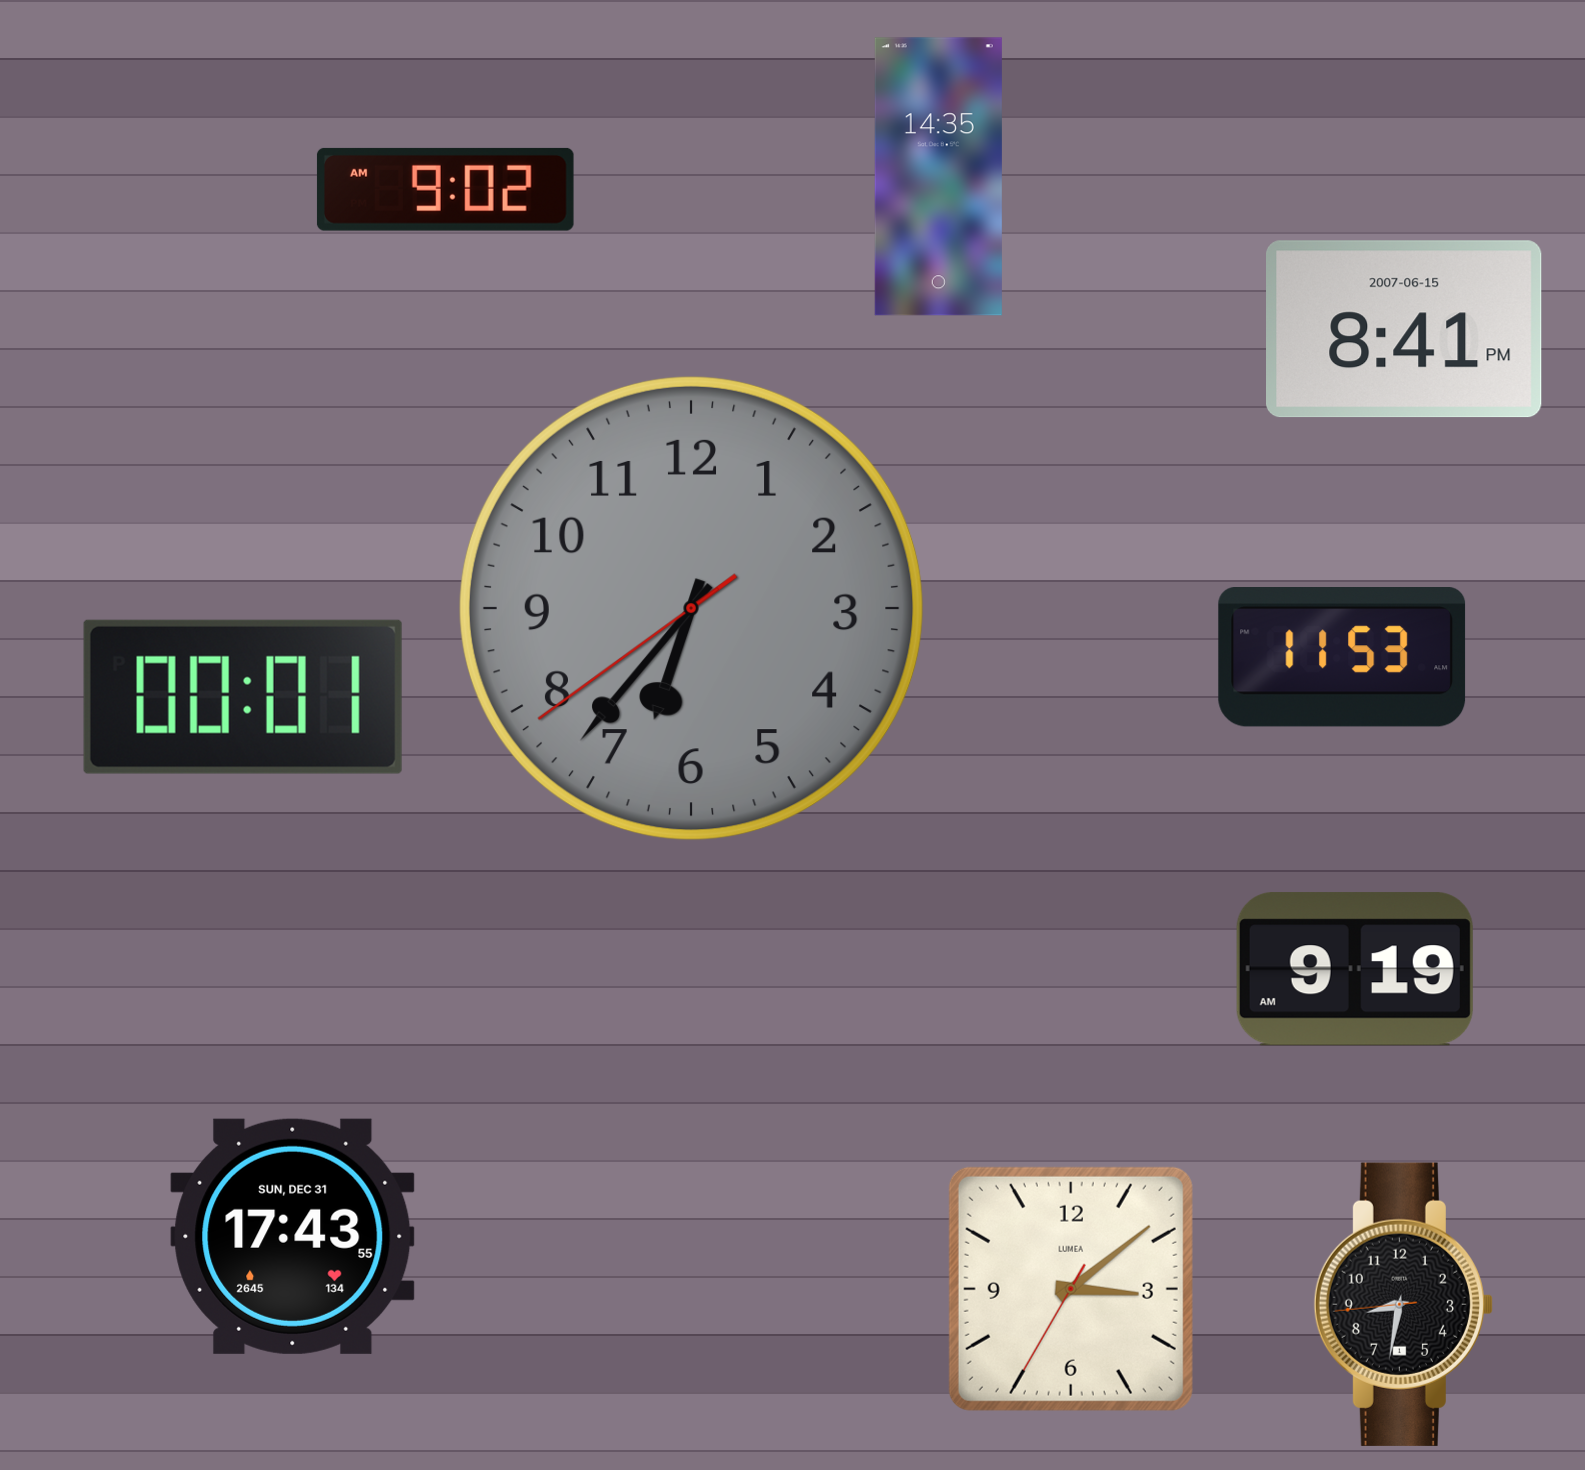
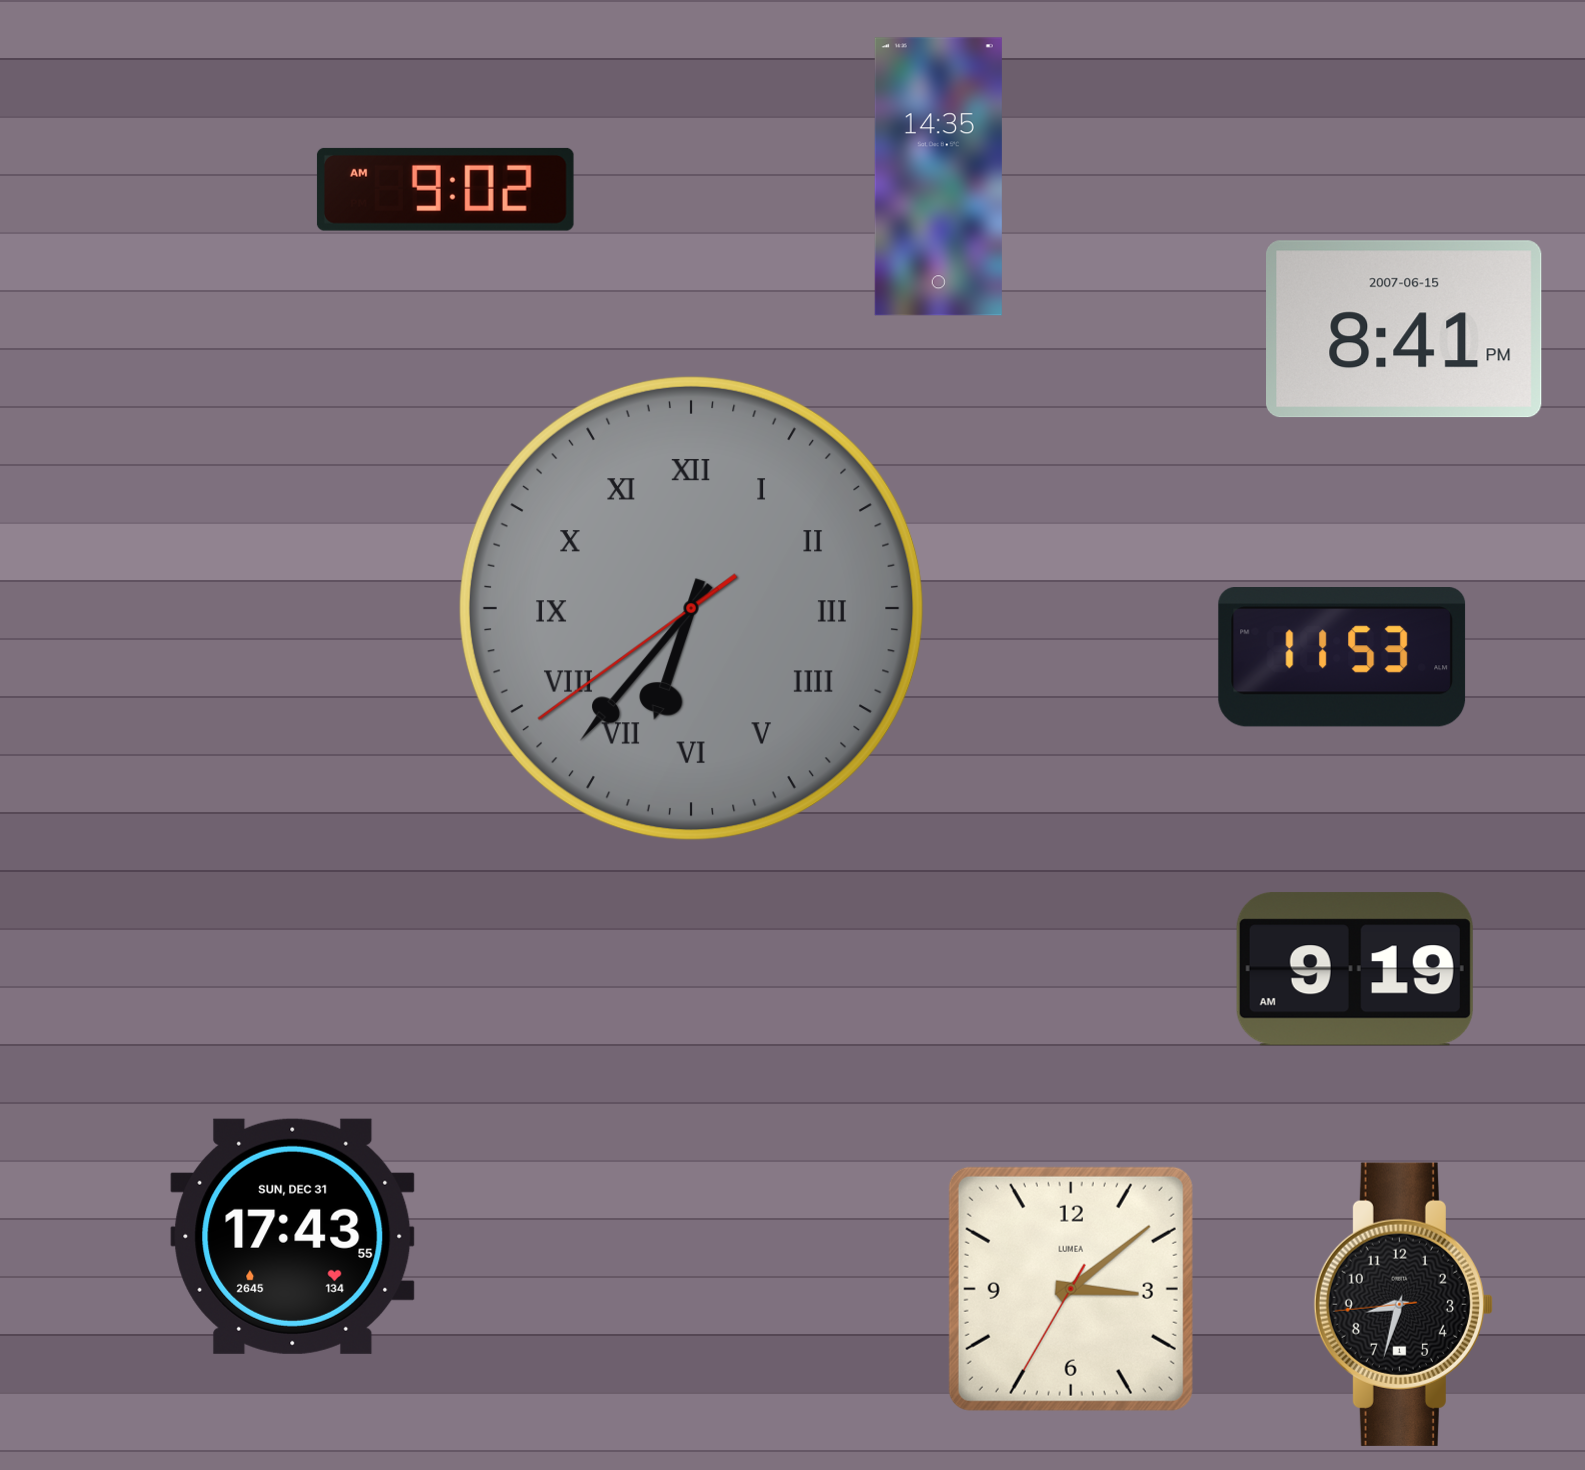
clock at (691, 608) numerals: Arabic -> Roman
clock at (243, 697): 00:01 -> none
clock at (1403, 1304): 8:31 -> 8:32
